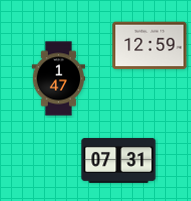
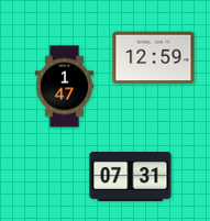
clock at (150, 46) position: (150, 46) -> (154, 58)
